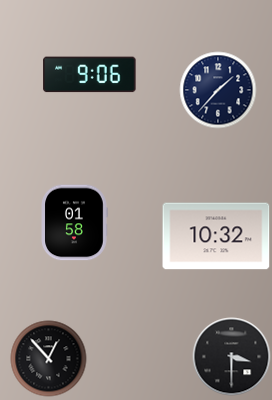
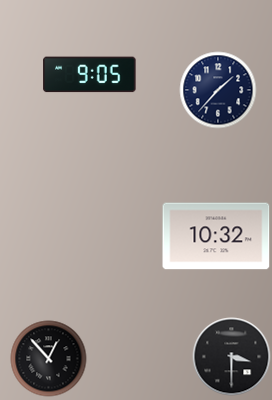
clock at (90, 75): 9:06 -> 9:05
clock at (74, 223): 01:58 -> none
